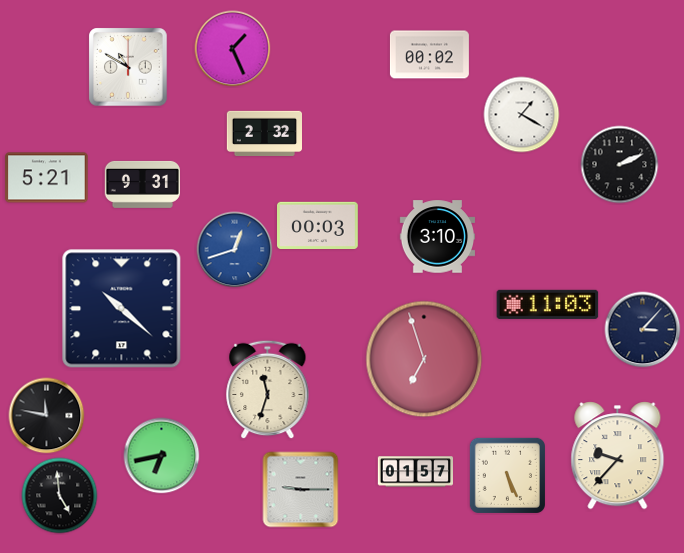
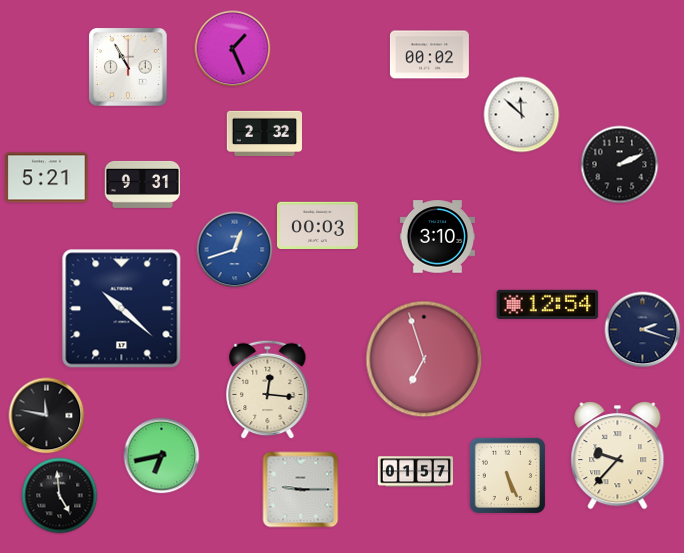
clock at (128, 67): 10:50 -> 10:55
clock at (522, 115): 1:20 -> 11:52
clock at (548, 304): 11:03 -> 12:54
clock at (643, 330): 3:07 -> 2:18
clock at (268, 390): 11:33 -> 12:16
